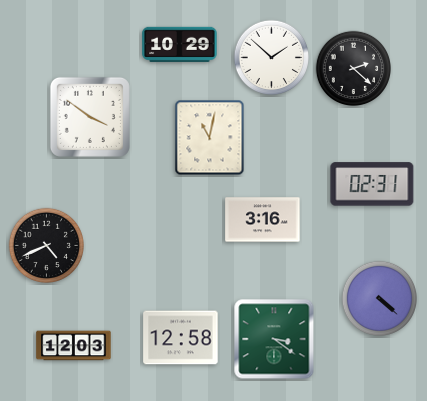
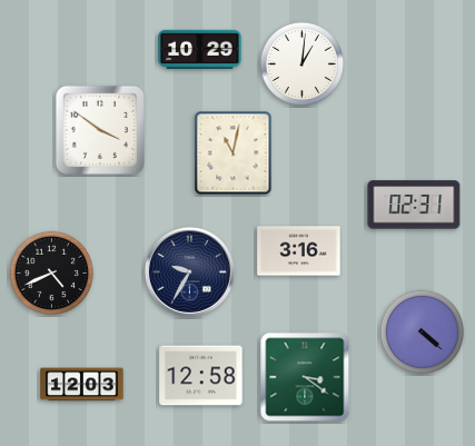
clock at (272, 58): 1:52 -> 1:01
clock at (354, 69): 2:22 -> none
clock at (263, 220) position: (263, 220) -> (299, 251)
clock at (189, 271): none -> 9:35
